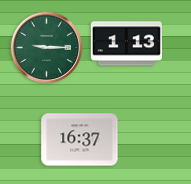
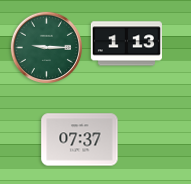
clock at (80, 140): 16:37 -> 07:37
